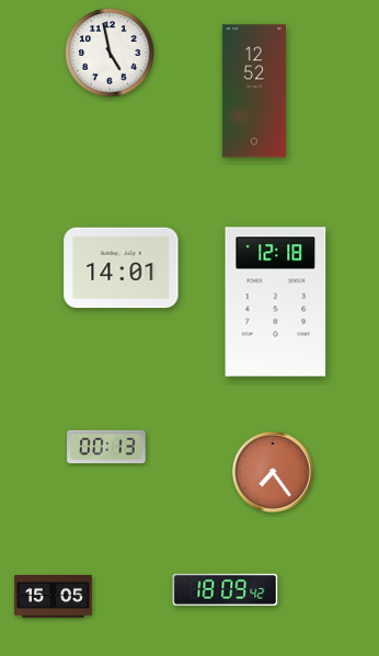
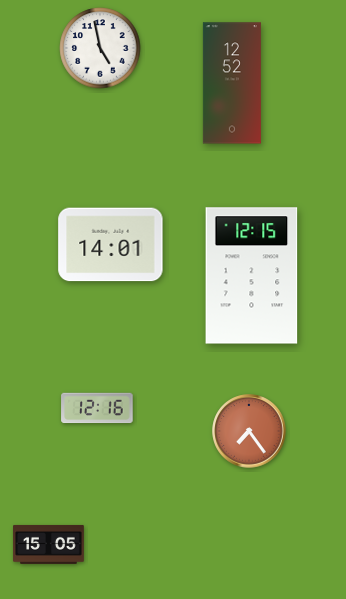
clock at (276, 302): 12:18 -> 12:15
clock at (106, 447): 00:13 -> 12:16
clock at (226, 589): 18:09 -> none
